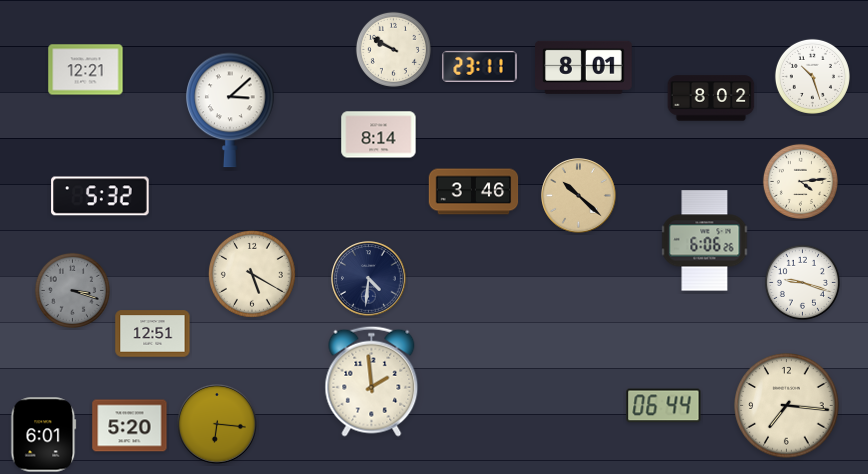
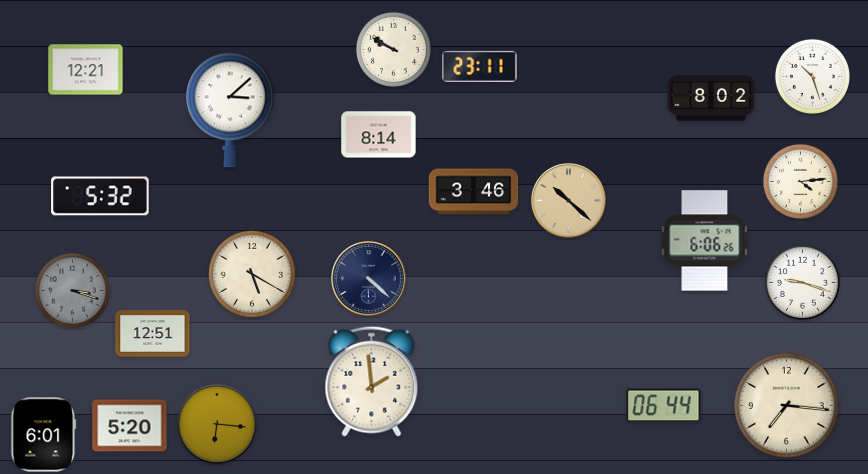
clock at (584, 67): 8:01 -> none
clock at (579, 196) position: (579, 196) -> (569, 201)
clock at (369, 279): 4:31 -> 4:22
